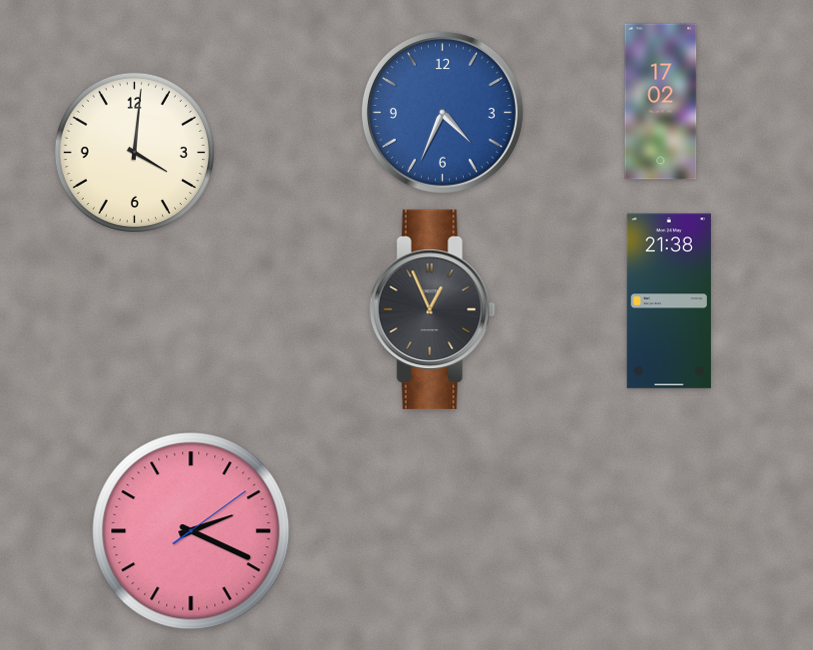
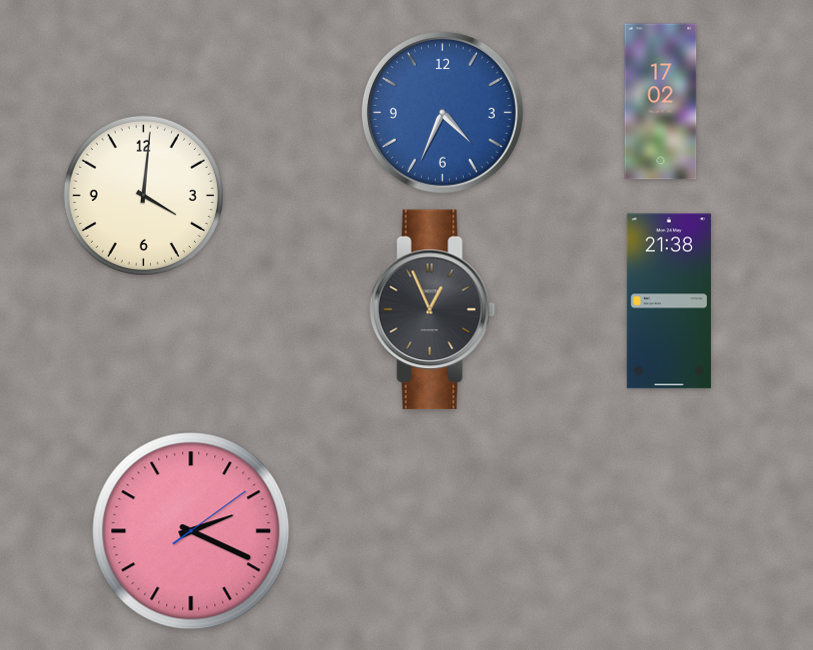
clock at (134, 152) position: (134, 152) -> (143, 195)
